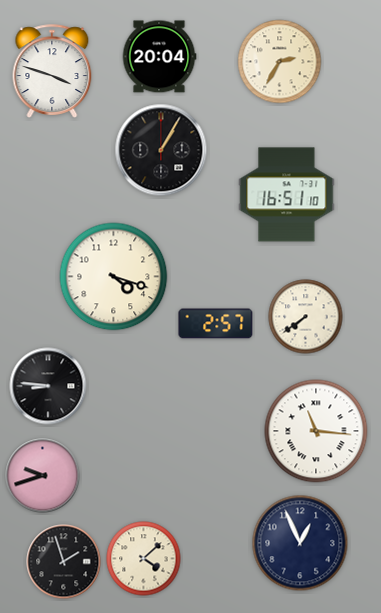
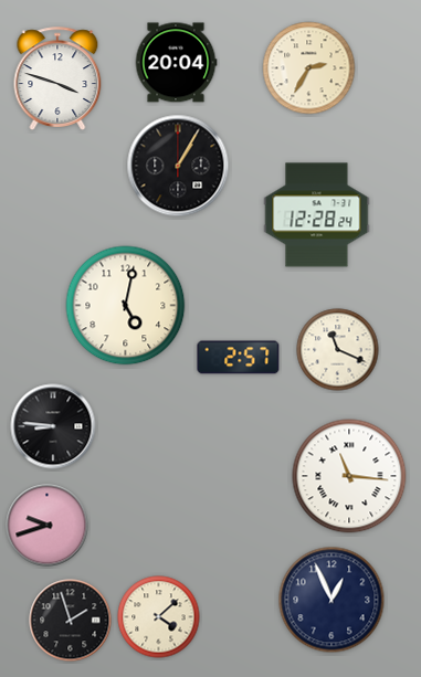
clock at (287, 195): 16:51 -> 12:28
clock at (114, 277): 4:18 -> 5:02
clock at (306, 317): 7:39 -> 11:19
